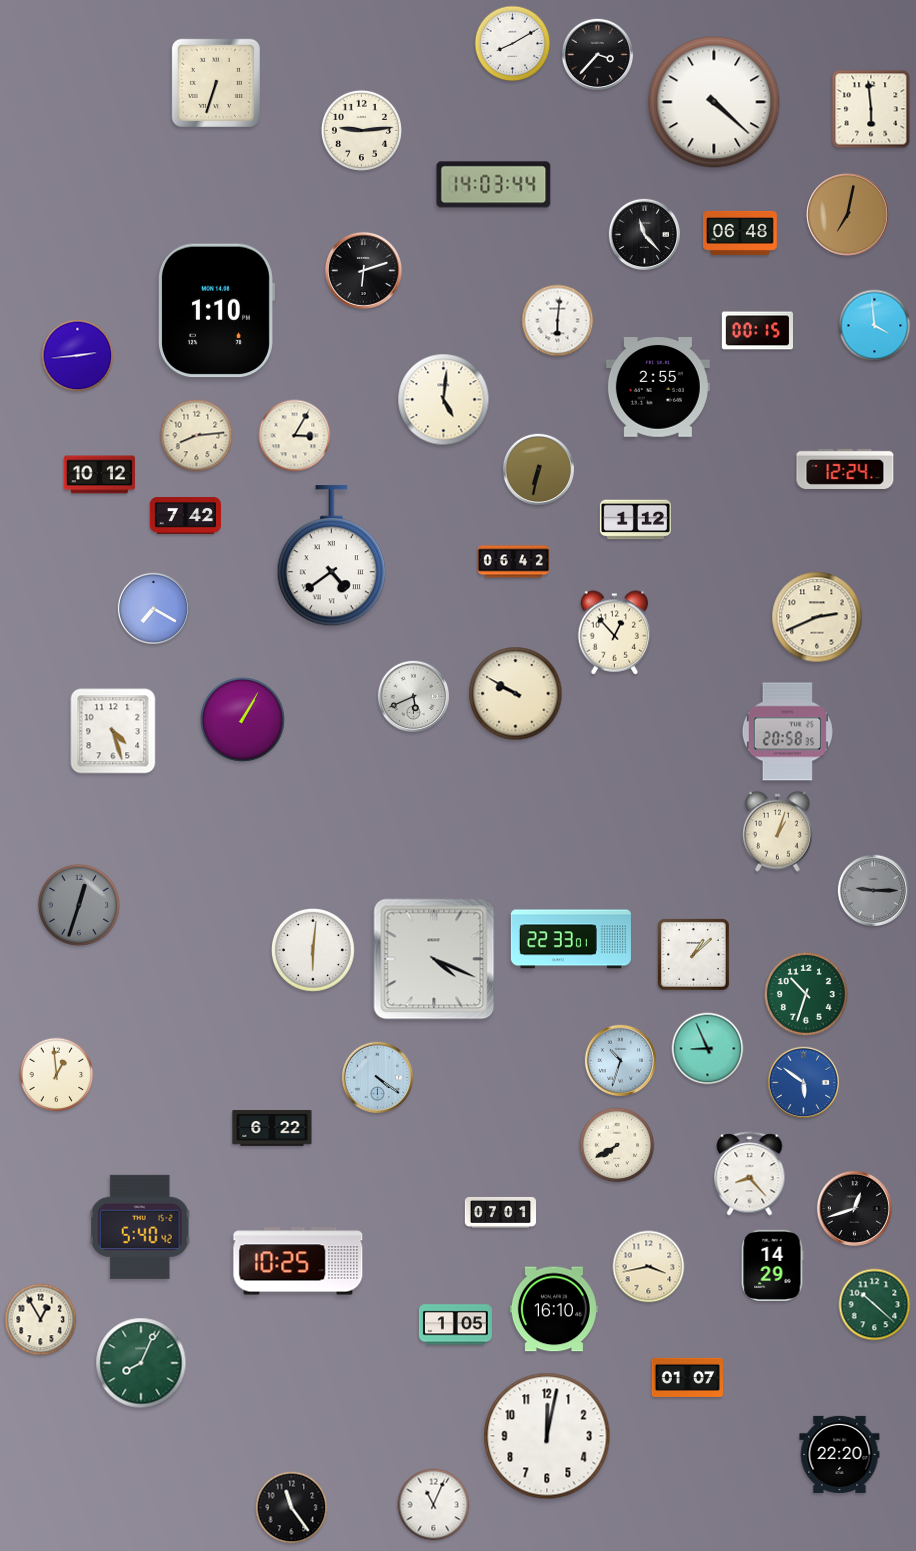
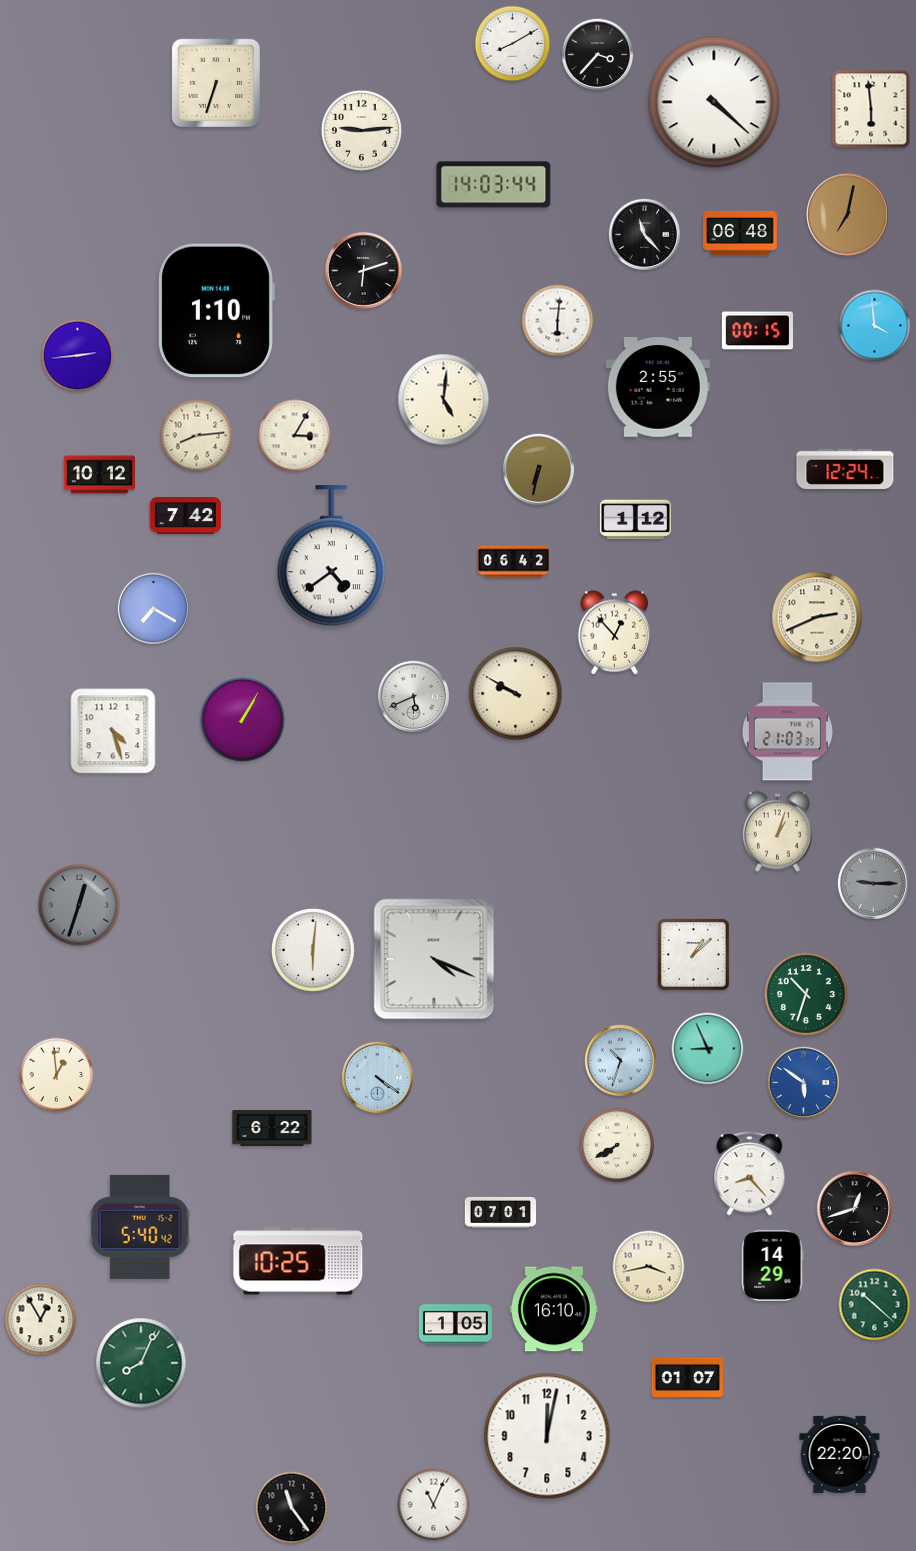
clock at (787, 732): 20:58 -> 21:03
clock at (873, 890) position: (873, 890) -> (873, 883)
clock at (571, 939): 22:33 -> none
